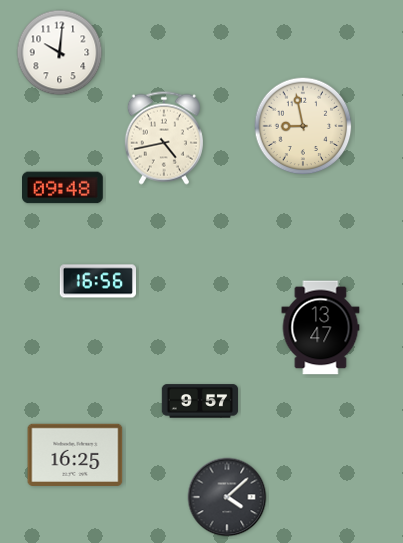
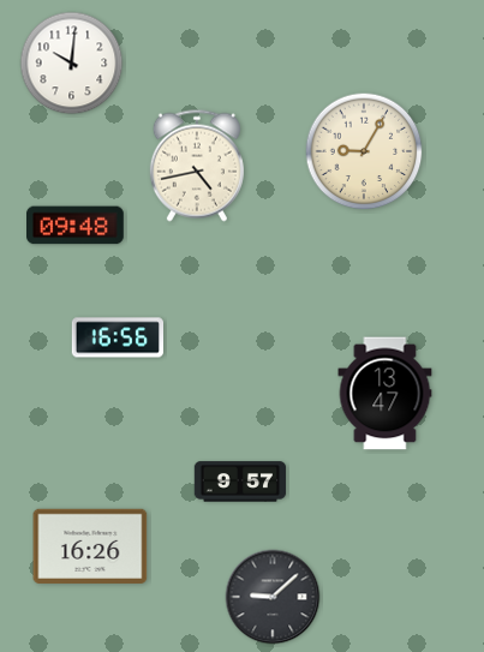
clock at (303, 126): 8:58 -> 9:05
clock at (75, 455): 16:25 -> 16:26
clock at (227, 497): 4:08 -> 9:08
